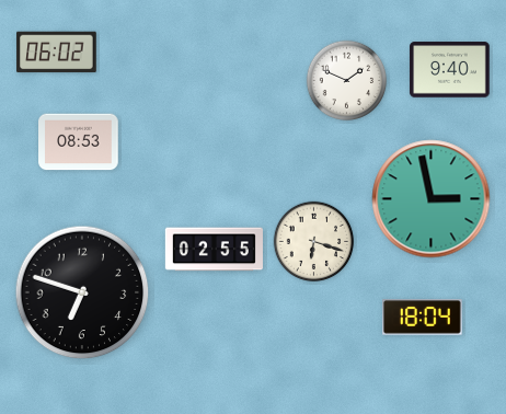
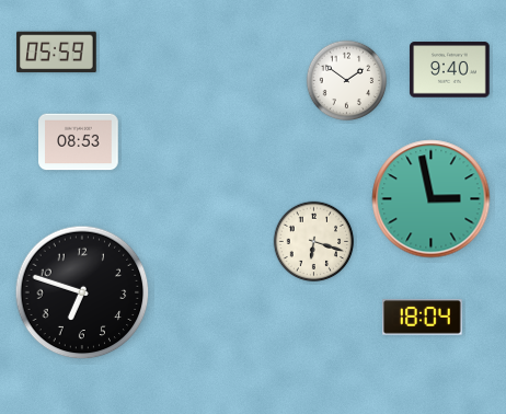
clock at (57, 53): 06:02 -> 05:59
clock at (347, 81): 1:49 -> 1:51
clock at (214, 250): 02:55 -> none
